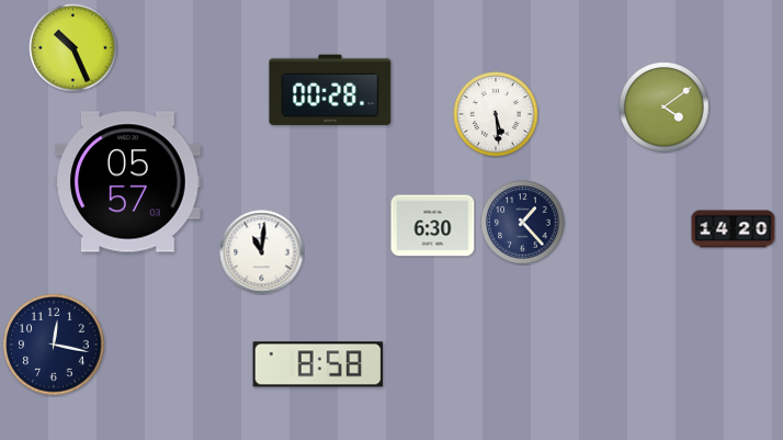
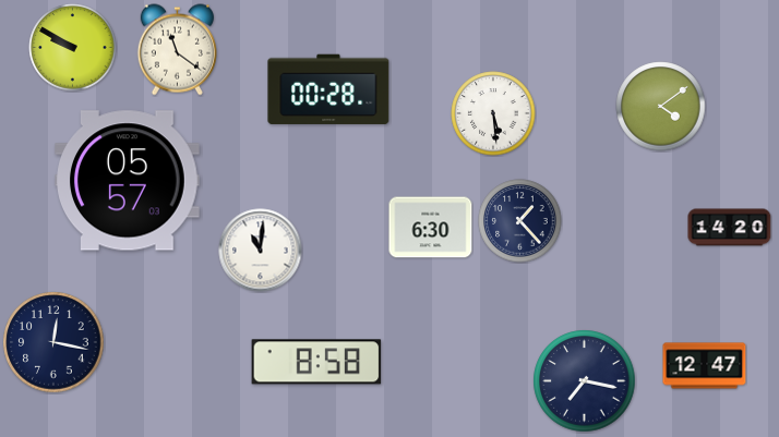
clock at (73, 48): 10:26 -> 9:50
clock at (177, 50): none -> 11:21
clock at (433, 226) position: (433, 226) -> (431, 228)
clock at (705, 366): none -> 12:47
clock at (585, 381): none -> 7:17
